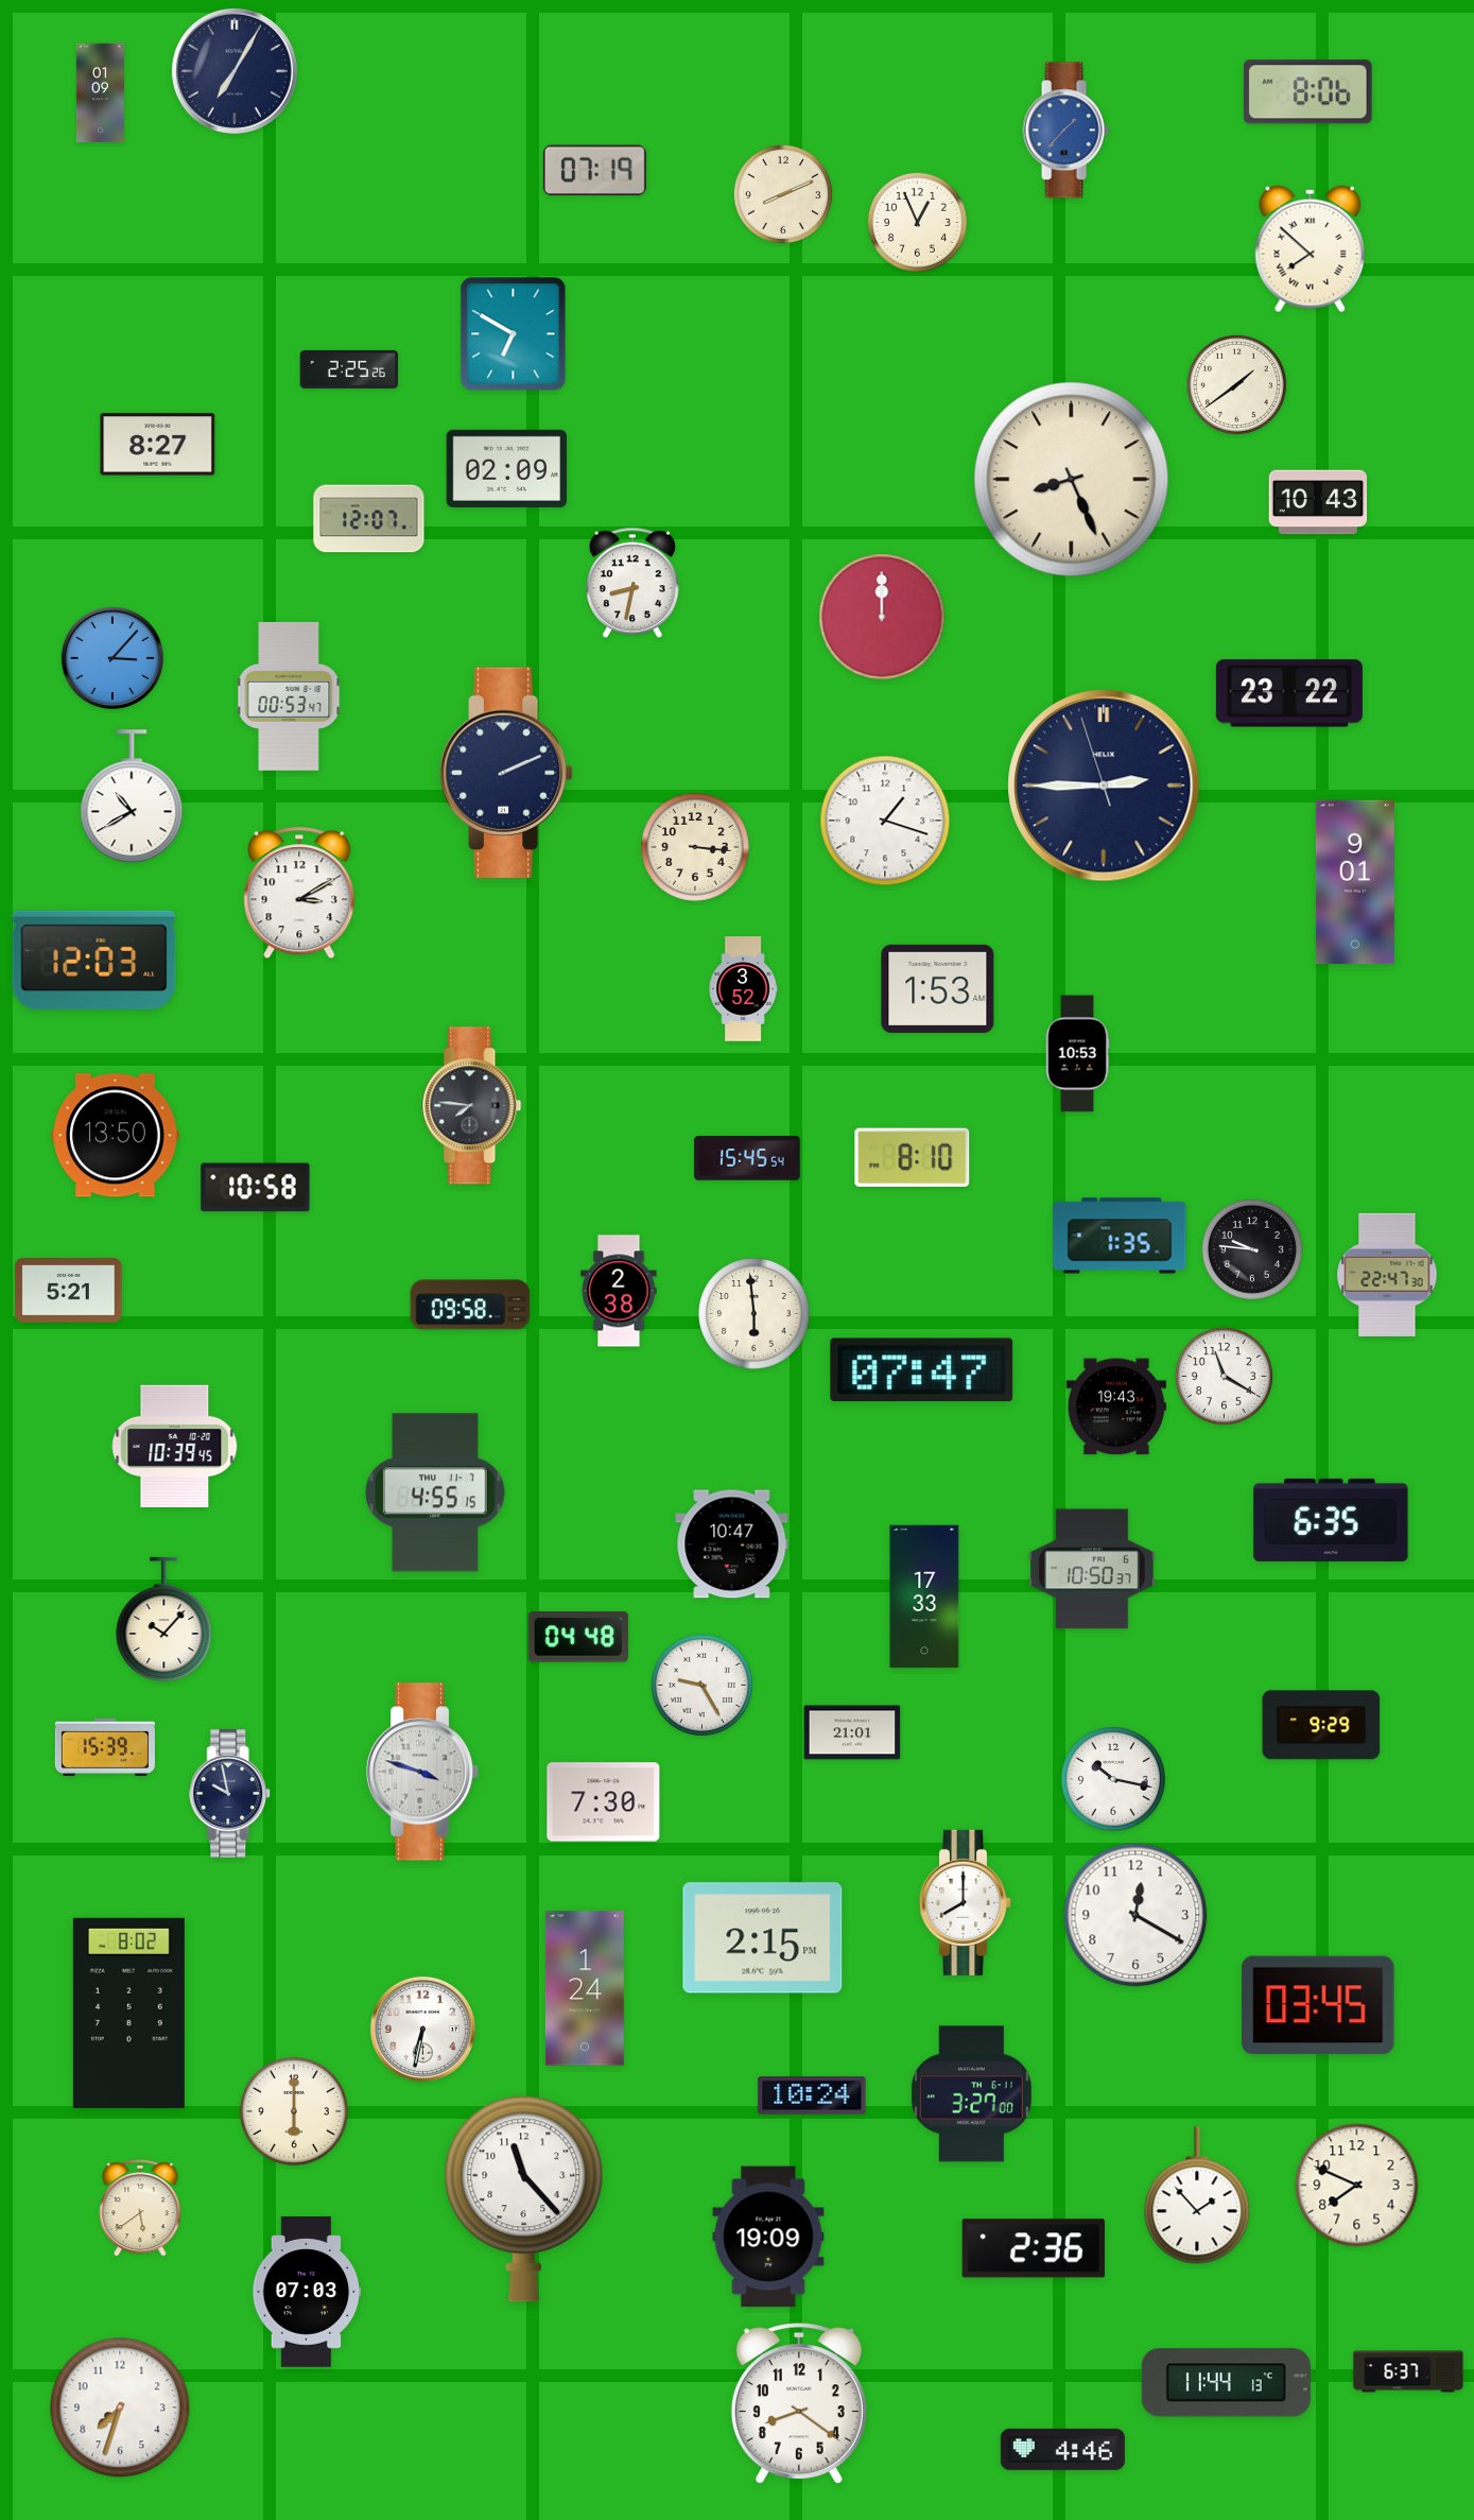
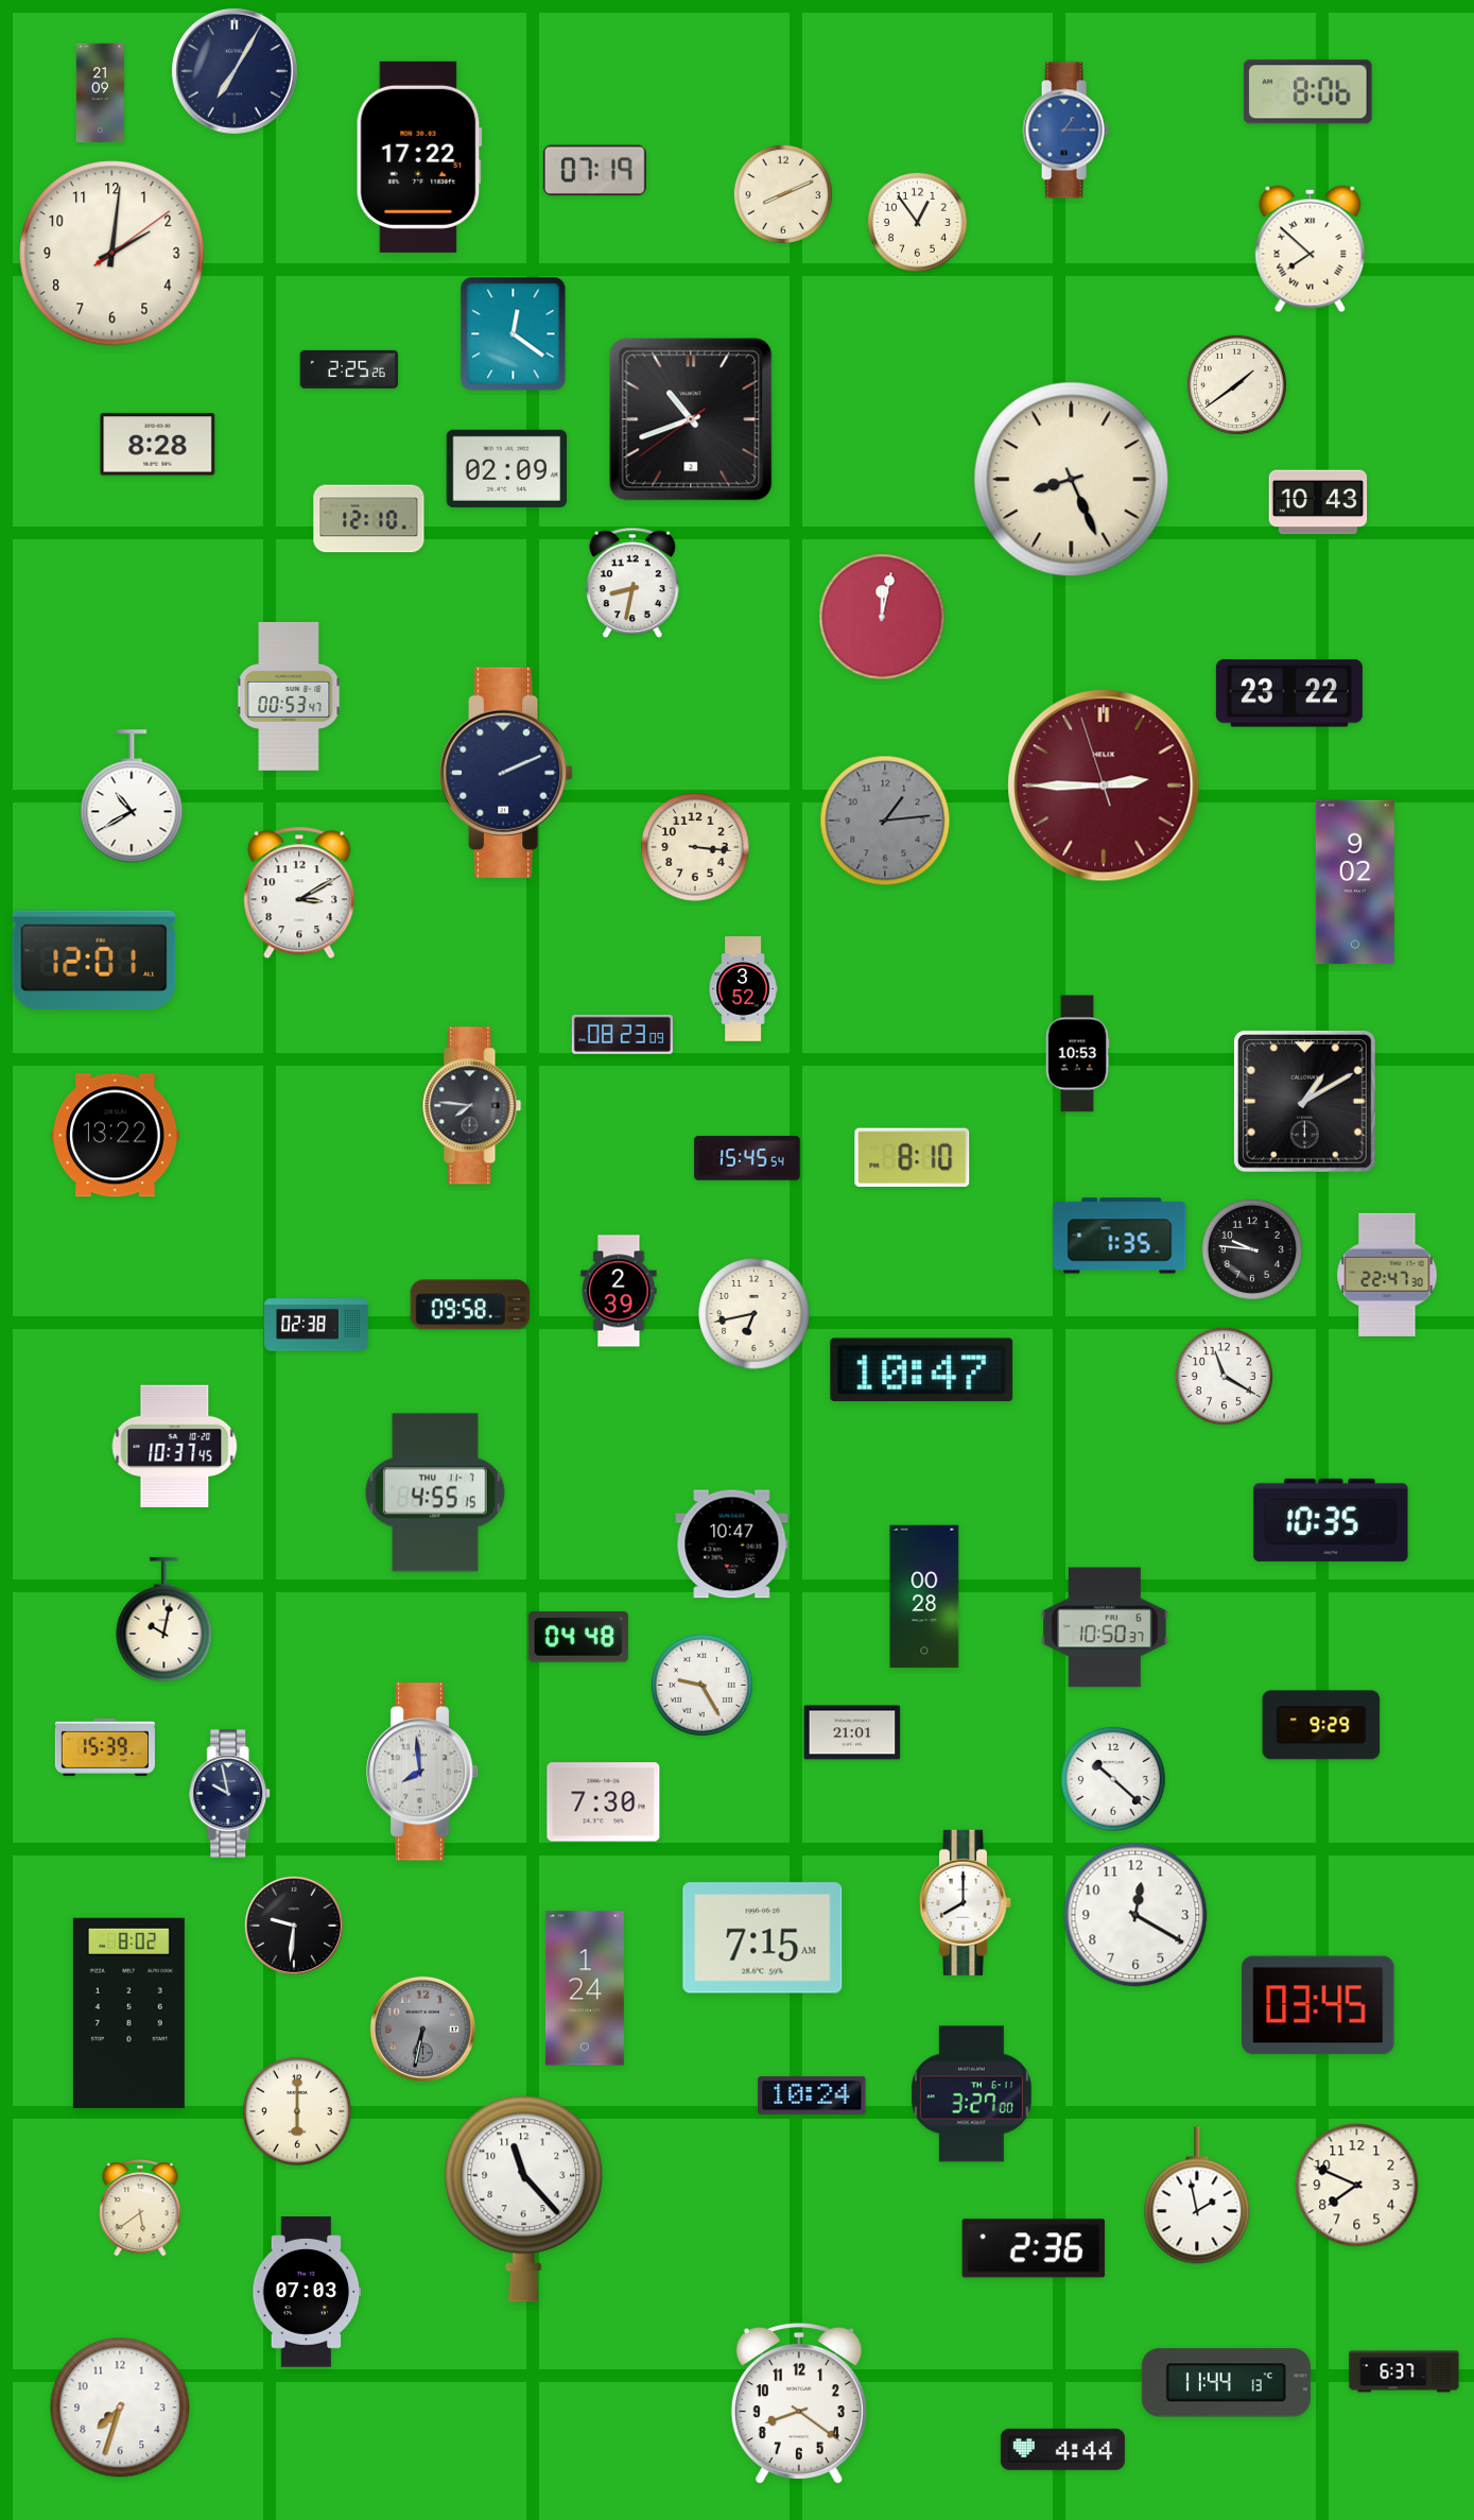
clock at (100, 93): 01:09 -> 21:09
clock at (1065, 131): 1:37 -> 1:15
clock at (419, 157): none -> 17:22
clock at (917, 222): 12:56 -> 12:54
clock at (112, 254): none -> 2:01
clock at (514, 334): 6:50 -> 12:21
clock at (691, 419): none -> 10:41
clock at (158, 445): 8:27 -> 8:28
clock at (369, 519): 12:07 -> 12:10
clock at (882, 617): 12:00 -> 12:02
clock at (112, 658): 3:07 -> none
clock at (1104, 786) dial: navy -> burgundy
clock at (885, 821): 1:18 -> 1:14
clock at (885, 821) dial: white -> grey
clock at (1355, 882): 9:01 -> 9:02
clock at (94, 961): 12:03 -> 12:01
clock at (938, 988): 1:53 -> none
clock at (622, 1034): none -> 08:23
clock at (1304, 1101): none -> 1:10
clock at (116, 1136): 13:50 -> 13:22
clock at (256, 1188): 10:58 -> none
clock at (69, 1291): 5:21 -> none
clock at (619, 1291): 2:38 -> 2:39
clock at (755, 1314): 5:59 -> 6:43
clock at (317, 1325): none -> 02:38
clock at (922, 1370): 07:47 -> 10:47
clock at (1116, 1406): 19:43 -> none
clock at (175, 1446): 10:39 -> 10:37
clock at (1331, 1520): 6:35 -> 10:35
clock at (1093, 1569) position: (1093, 1569) -> (1106, 1627)
clock at (924, 1596): 17:33 -> 00:28
clock at (164, 1620): 10:07 -> 10:02
clock at (422, 1772): 3:48 -> 7:59
clock at (1113, 1779): 10:17 -> 10:22
clock at (294, 1926): none -> 9:31
clock at (763, 1938): 2:15 -> 7:15
clock at (422, 2029) dial: white -> grey
clock at (295, 2112) position: (295, 2112) -> (298, 2112)
clock at (1197, 2195): 1:53 -> 1:58
clock at (768, 2237): 19:09 -> none
clock at (1408, 2371) position: (1408, 2371) -> (1404, 2371)
clock at (1062, 2449): 4:46 -> 4:44
